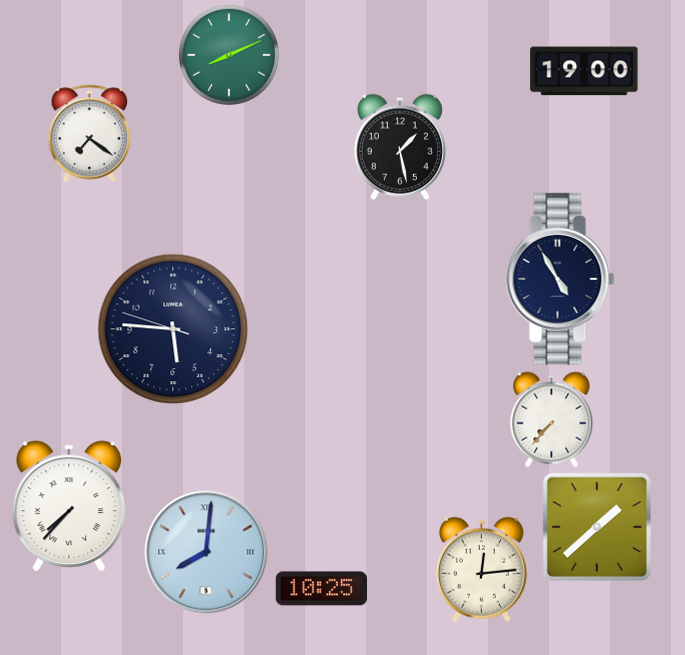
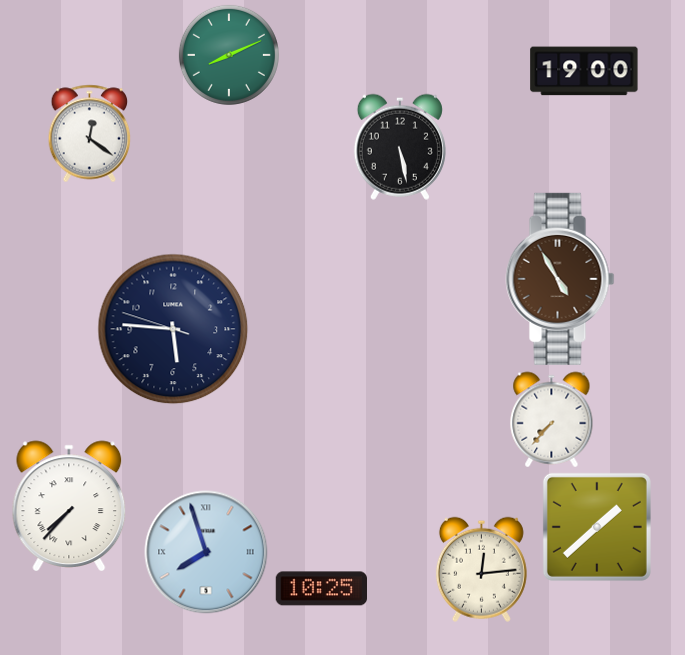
clock at (90, 134): 7:21 -> 12:21
clock at (400, 147): 1:28 -> 5:28
clock at (560, 279) dial: navy -> brown
clock at (206, 552): 8:01 -> 7:57
